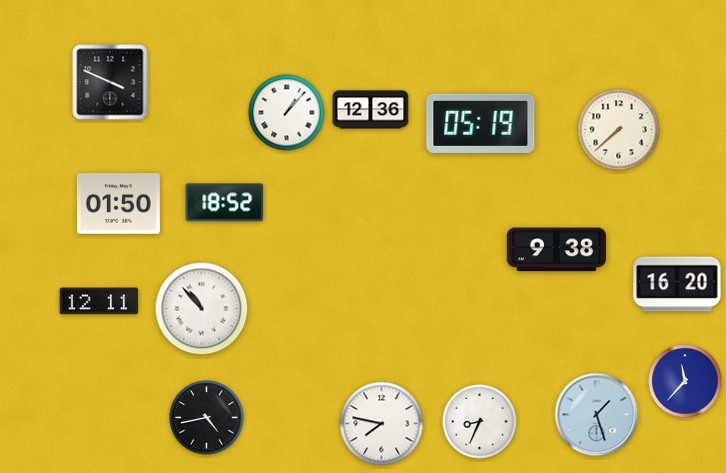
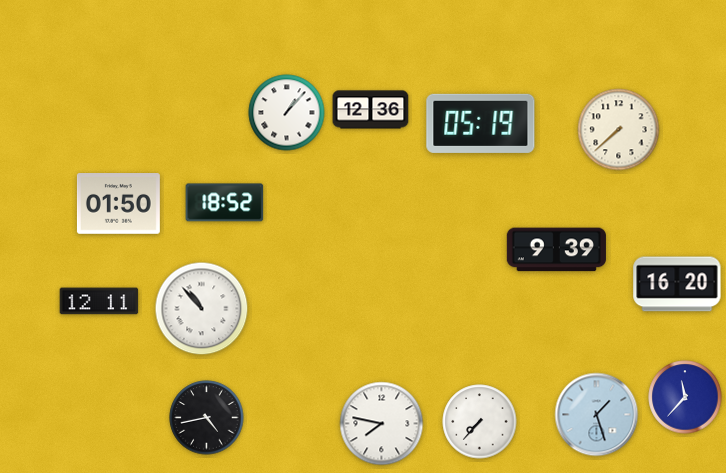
clock at (110, 82): 3:49 -> none
clock at (556, 250): 9:38 -> 9:39
clock at (685, 381) position: (685, 381) -> (685, 397)
clock at (480, 422): 8:34 -> 7:37
